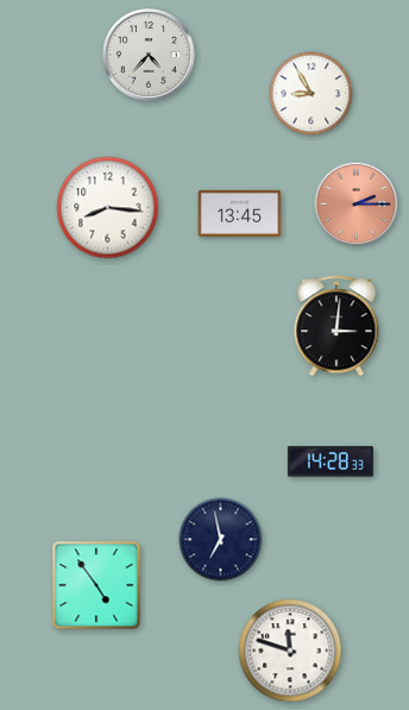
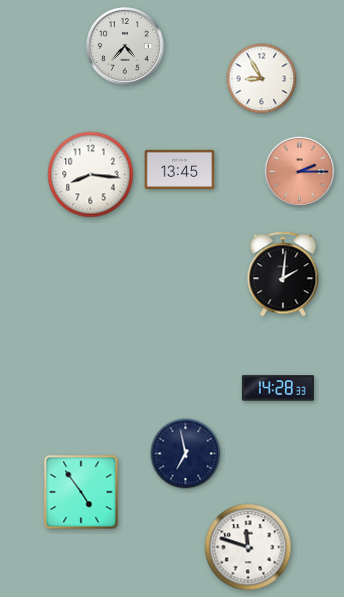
clock at (240, 213) position: (240, 213) -> (180, 169)
clock at (336, 326): 3:01 -> 2:01
clock at (290, 651) position: (290, 651) -> (248, 547)
